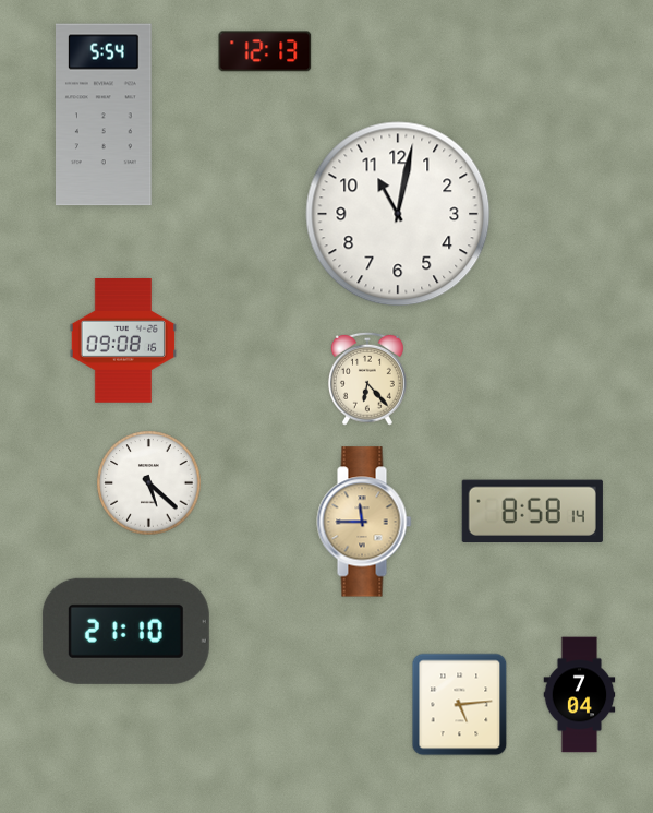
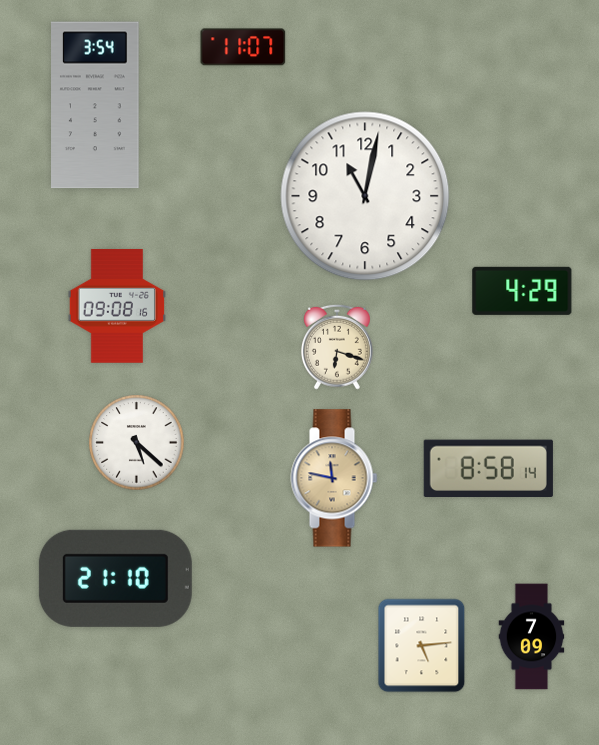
clock at (265, 51): 12:13 -> 11:07
clock at (105, 115): 5:54 -> 3:54
clock at (522, 291): none -> 4:29
clock at (122, 342) position: (122, 342) -> (116, 307)
clock at (367, 379): 6:23 -> 6:18
clock at (364, 522): 11:45 -> 11:47
clock at (580, 695): 7:04 -> 7:09
